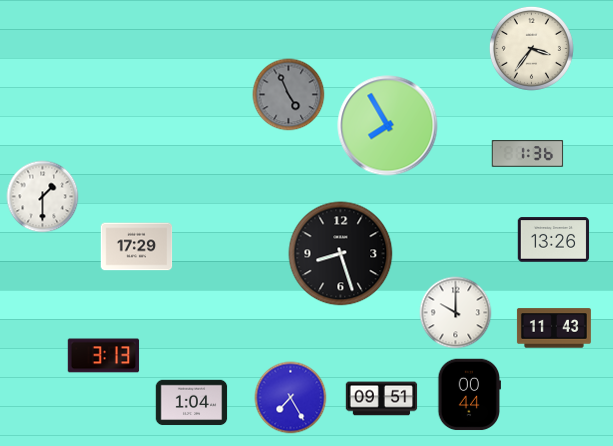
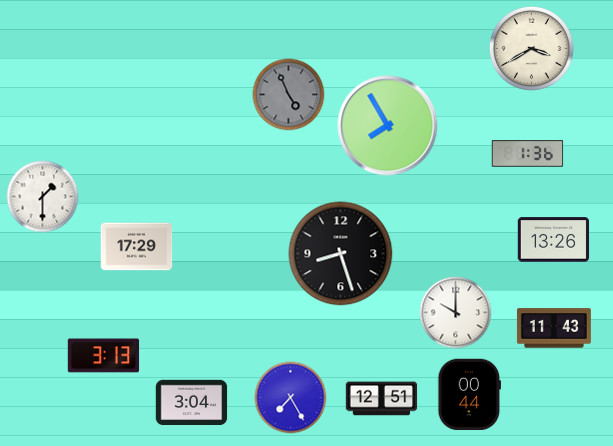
clock at (531, 48): 3:36 -> 3:40
clock at (382, 399): 09:51 -> 12:51
clock at (192, 403): 1:04 -> 3:04
